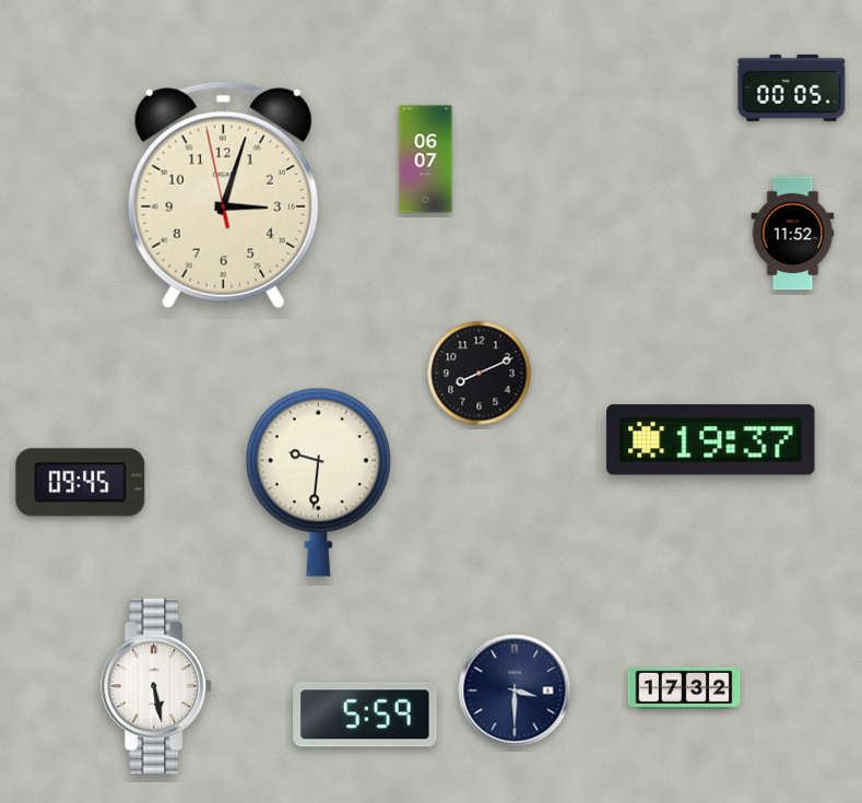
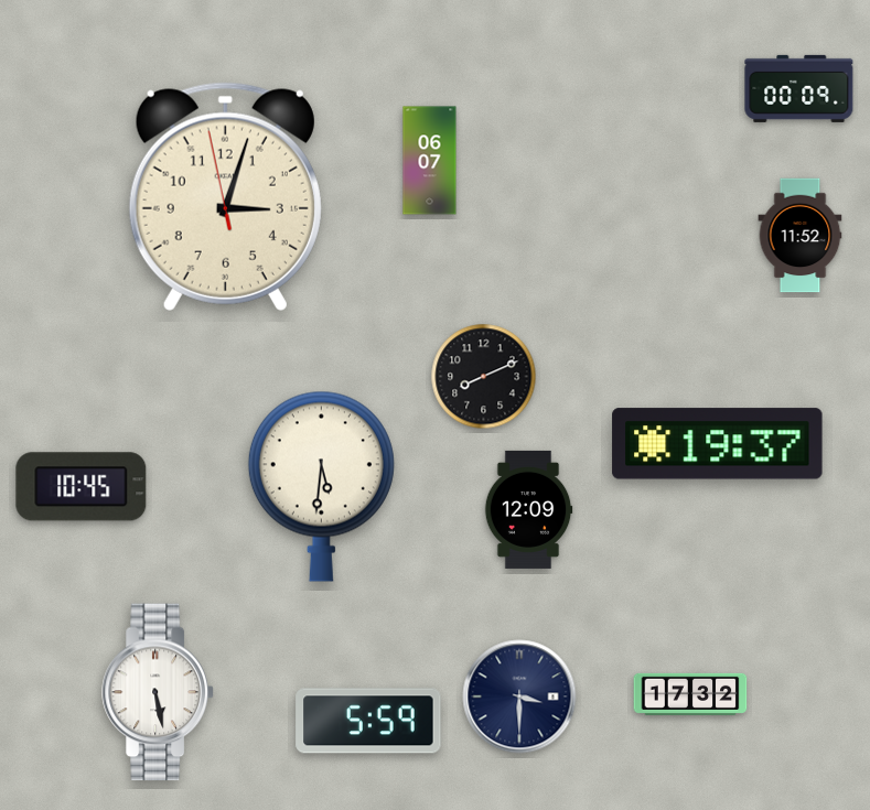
clock at (792, 87): 00:05 -> 00:09
clock at (318, 482): 9:31 -> 5:31
clock at (81, 483): 09:45 -> 10:45
clock at (528, 509): none -> 12:09
